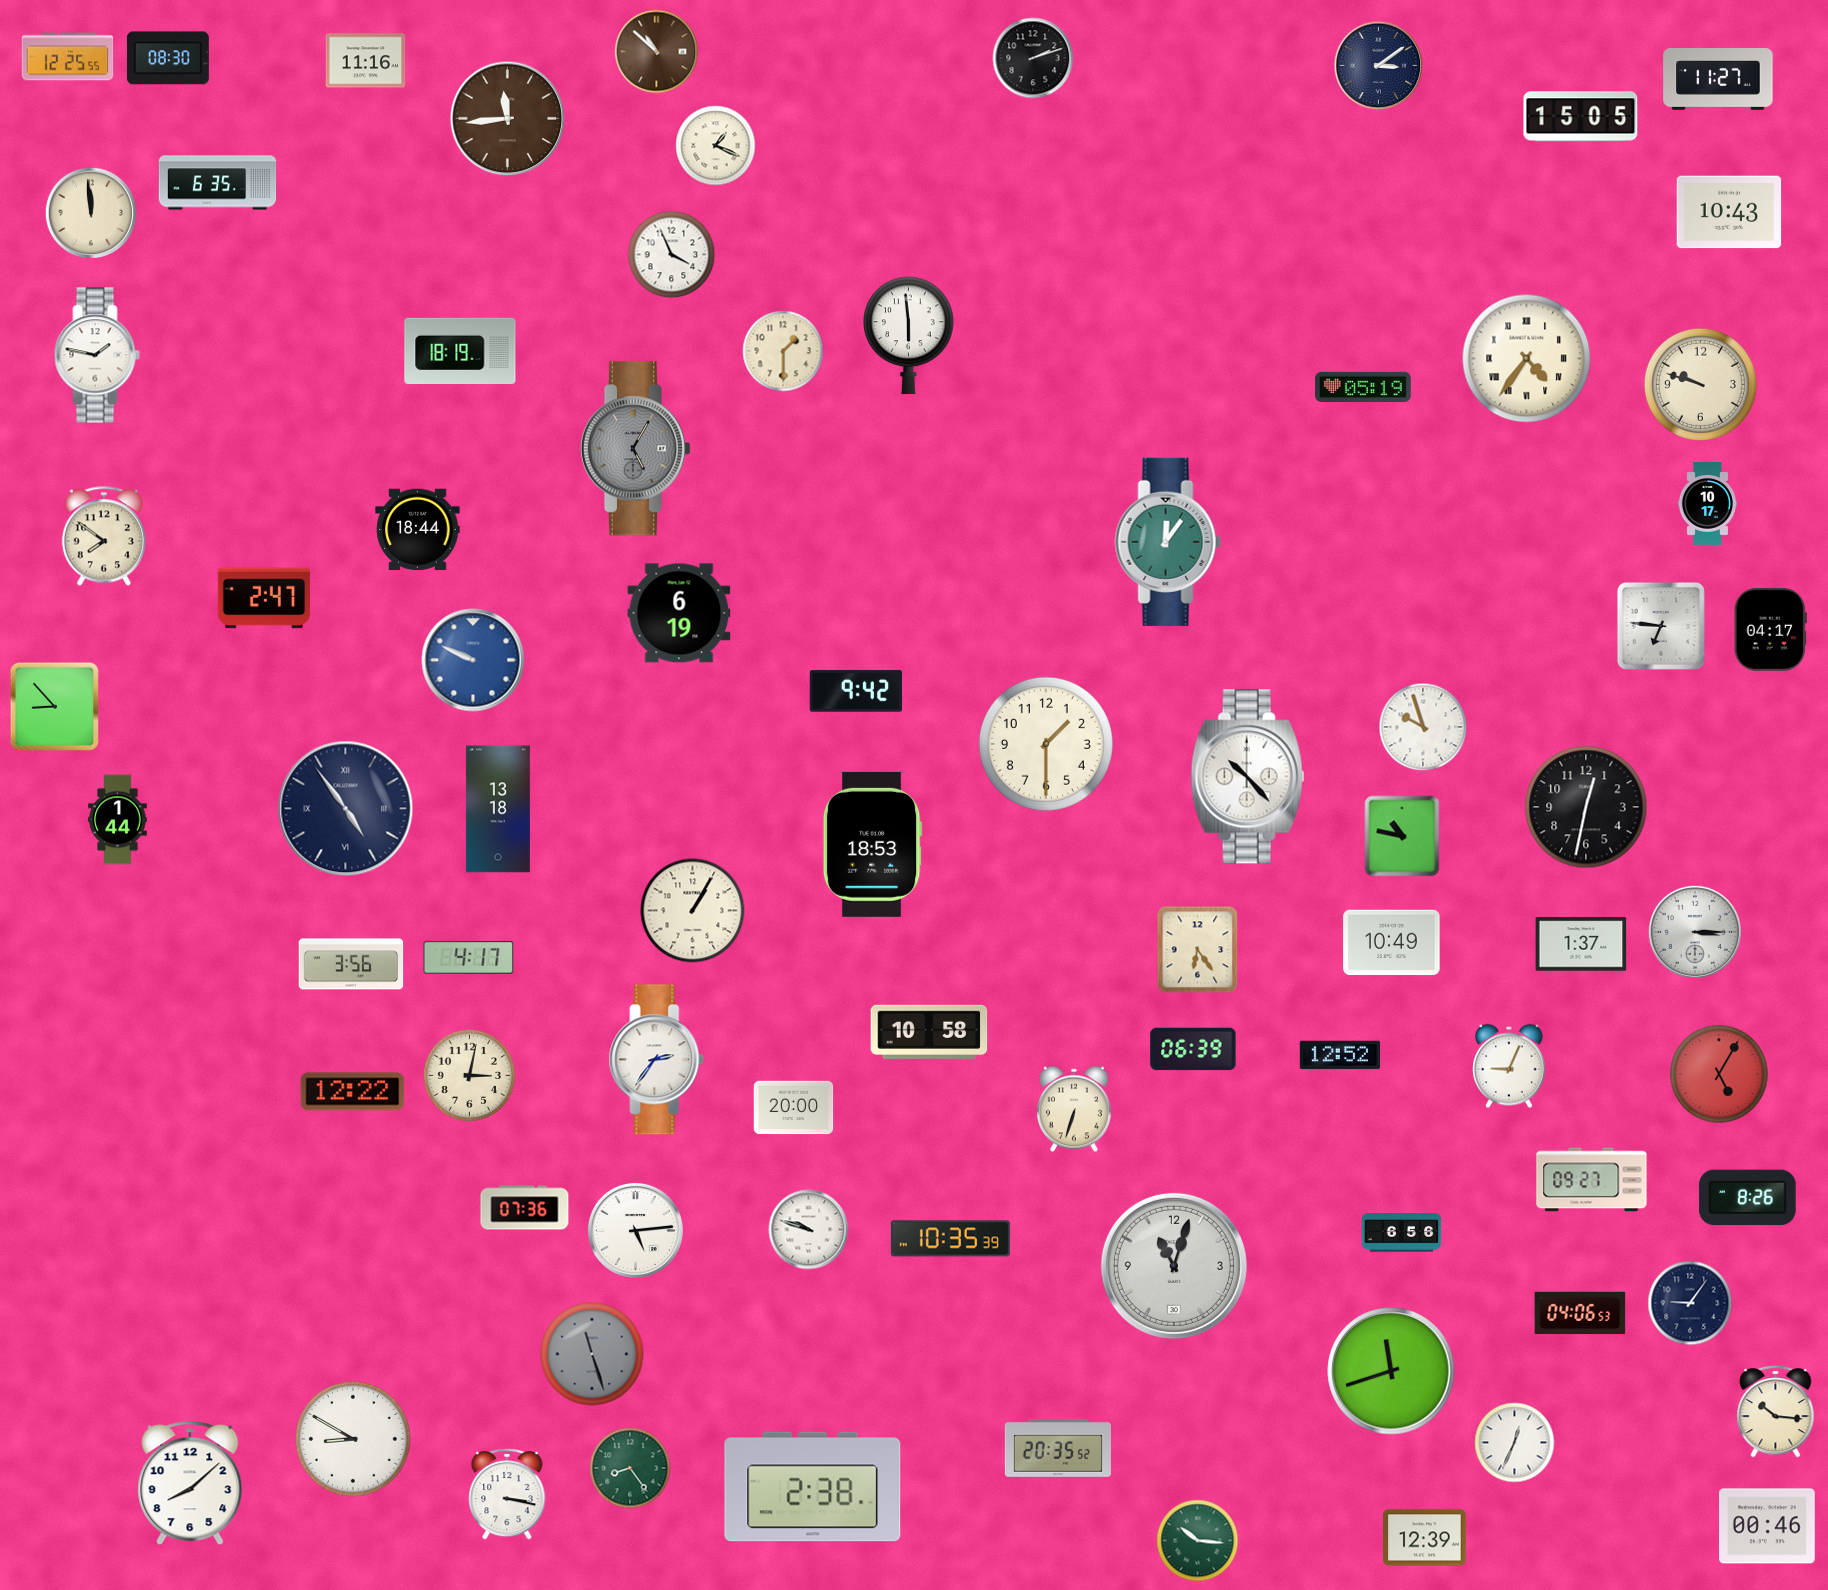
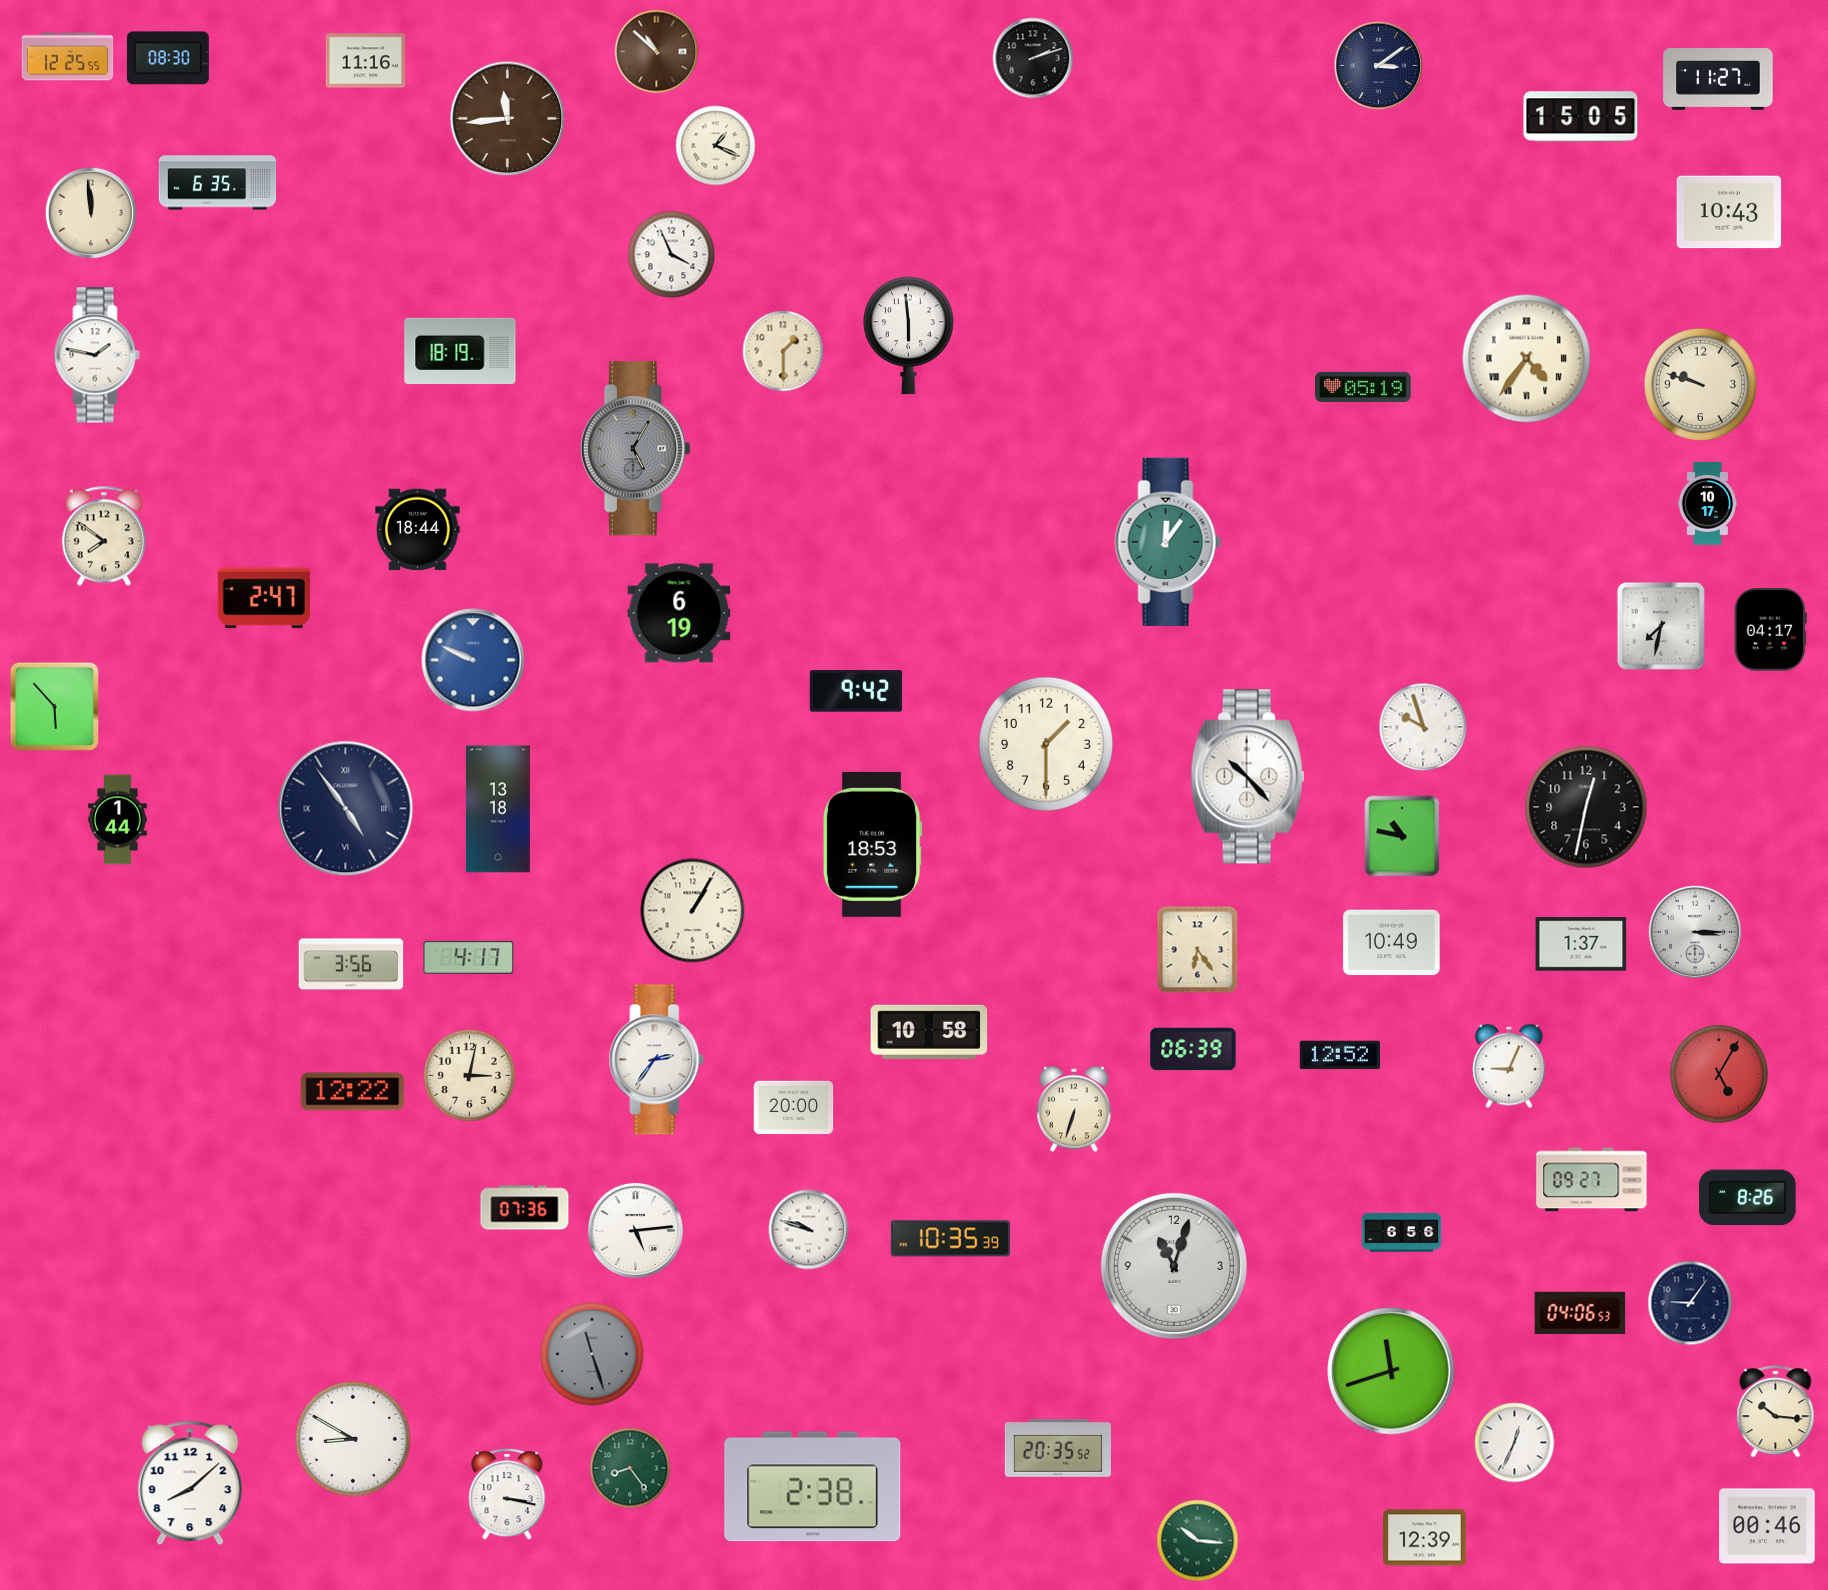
clock at (1661, 626): 6:46 -> 7:32
clock at (54, 706): 8:53 -> 5:53
